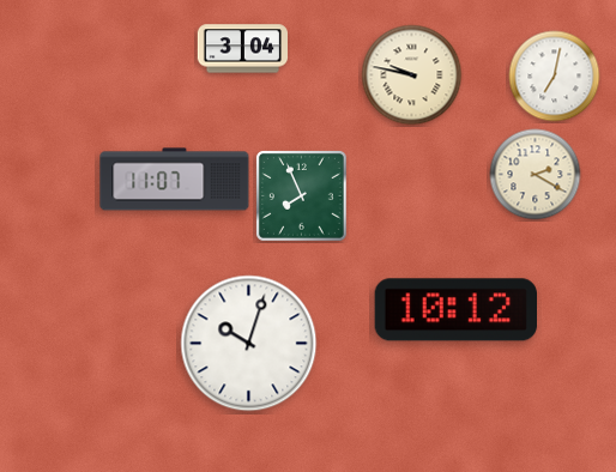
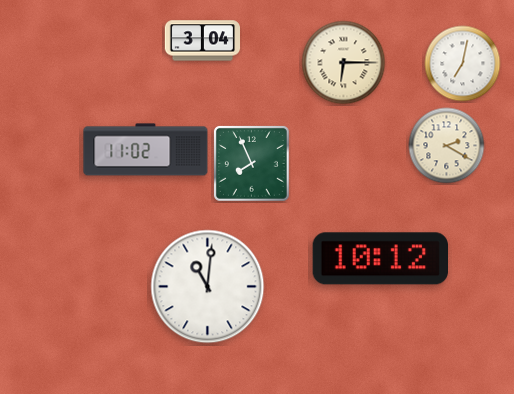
clock at (412, 75): 9:47 -> 6:15
clock at (175, 180): 11:07 -> 11:02
clock at (249, 344): 10:03 -> 11:01
